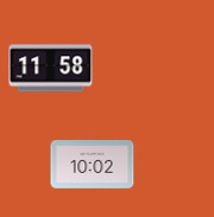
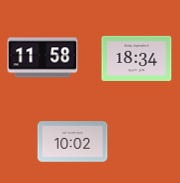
clock at (137, 58): none -> 18:34
clock at (93, 165) position: (93, 165) -> (73, 142)
